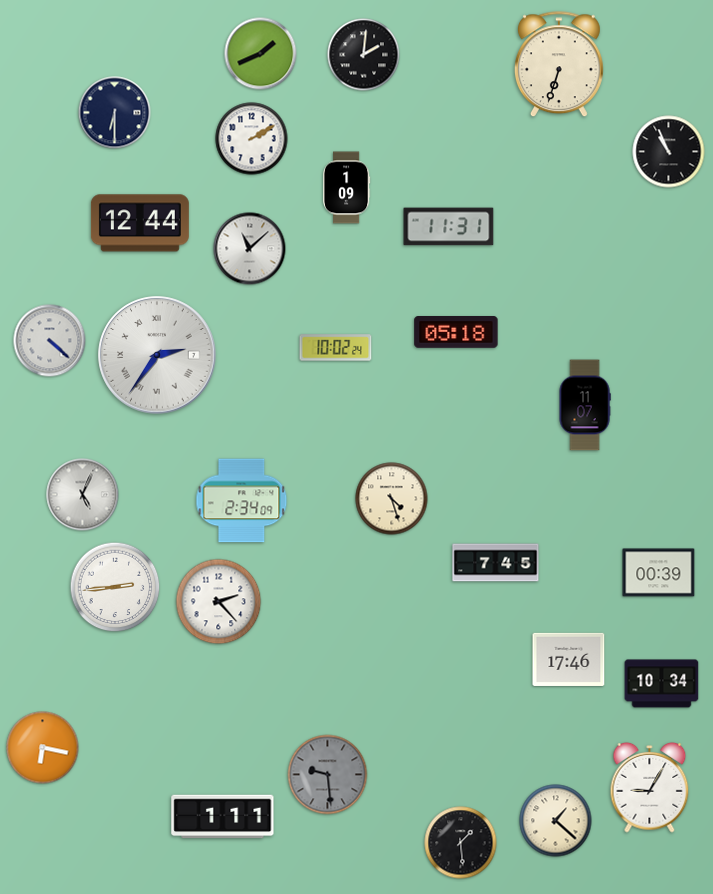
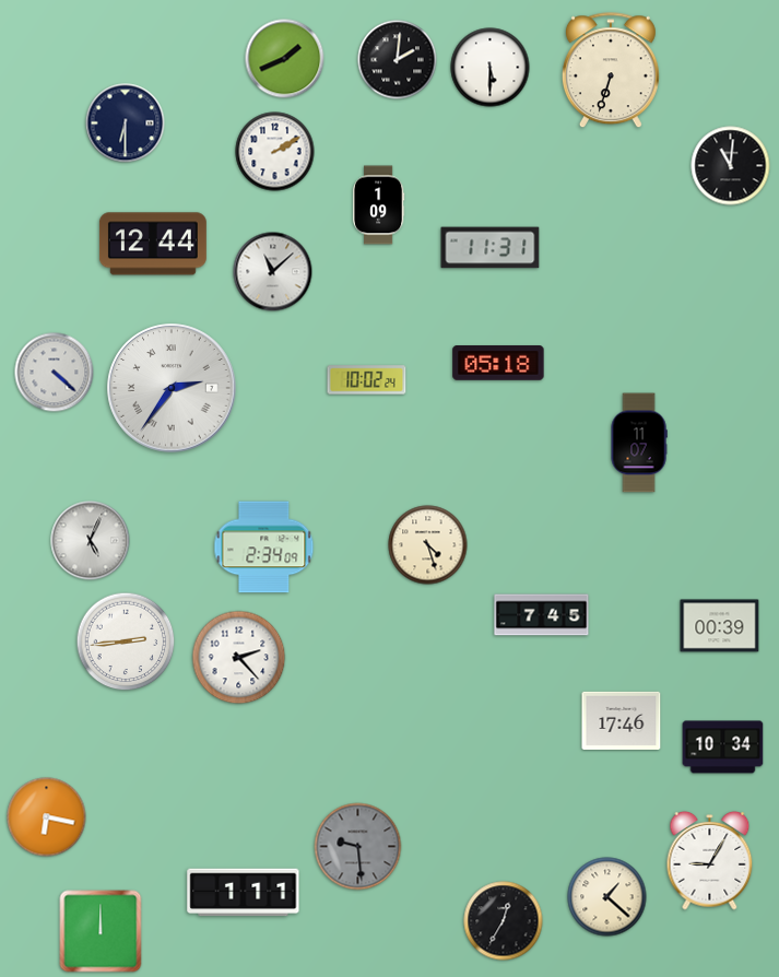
clock at (491, 68): none -> 5:30
clock at (669, 152): 10:56 -> 11:01
clock at (461, 843): 1:29 -> 12:35
clock at (101, 931): none -> 12:00
